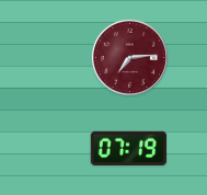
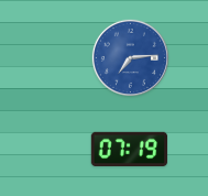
clock at (129, 57) dial: burgundy -> blue
